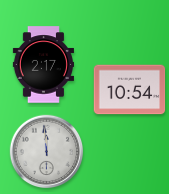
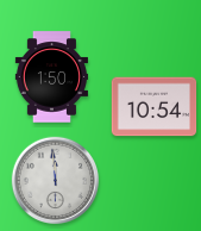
clock at (43, 65): 2:17 -> 1:50
